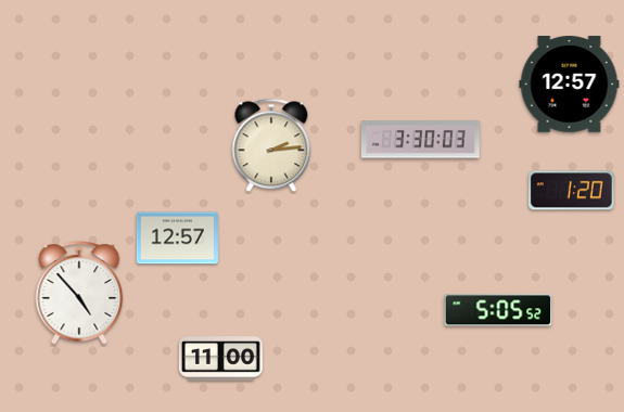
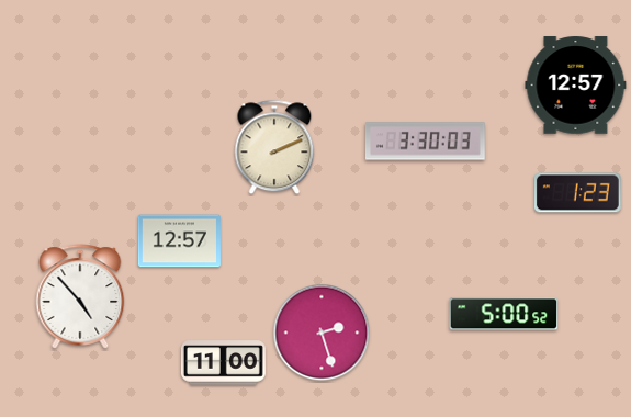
clock at (271, 145): 2:14 -> 2:11
clock at (571, 191): 1:20 -> 1:23
clock at (498, 310): 5:05 -> 5:00
clock at (322, 333): none -> 2:27
